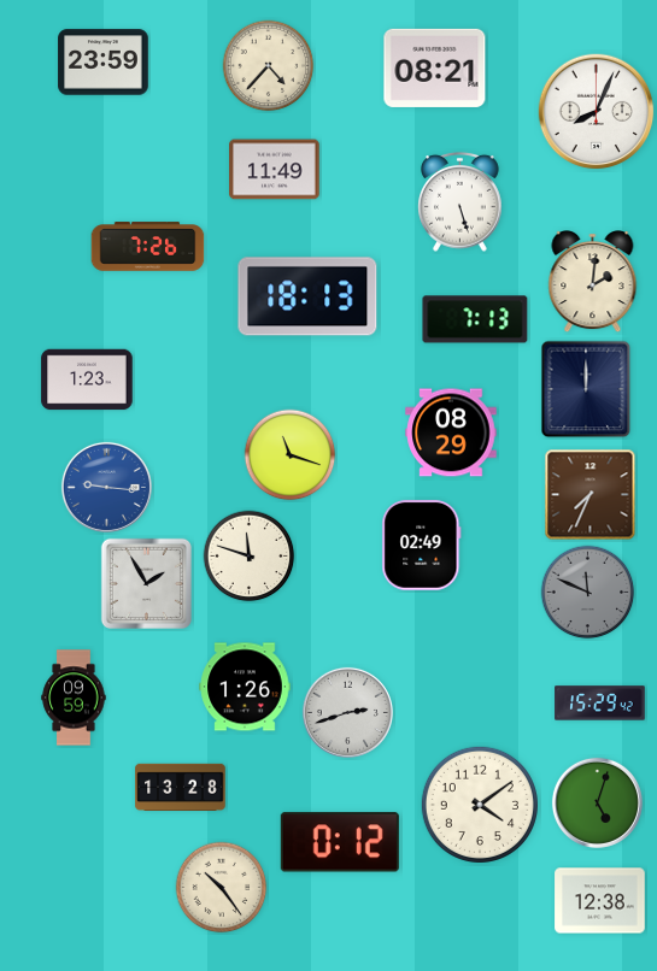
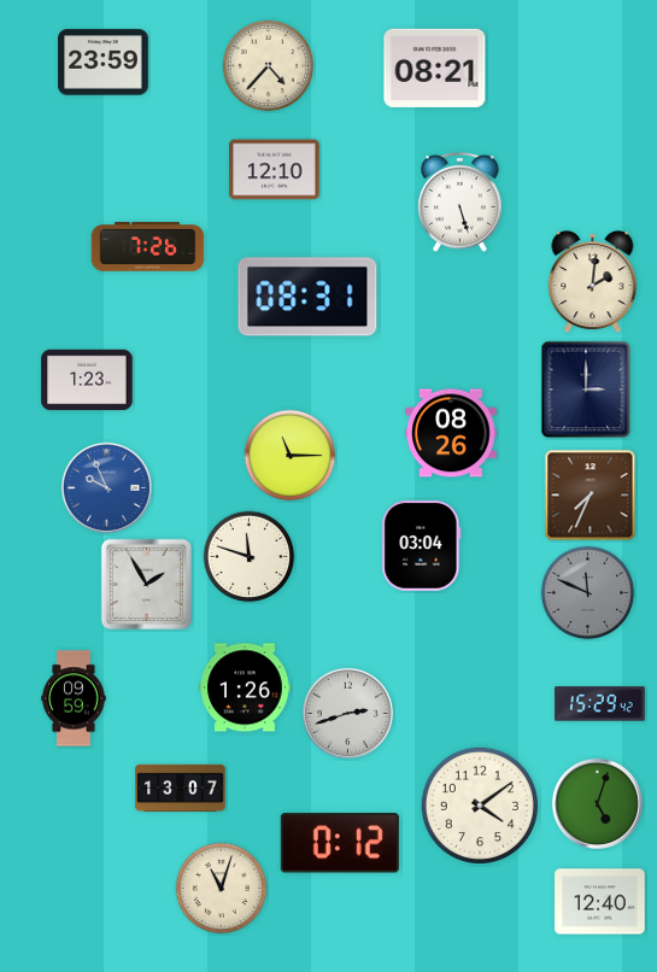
clock at (597, 112): 8:04 -> none
clock at (275, 170): 11:49 -> 12:10
clock at (307, 296): 18:13 -> 08:31
clock at (475, 319): 7:13 -> none
clock at (586, 389): 12:00 -> 3:00
clock at (451, 432): 08:29 -> 08:26
clock at (291, 455): 11:18 -> 11:15
clock at (106, 487): 9:16 -> 9:56
clock at (422, 546): 02:49 -> 03:04
clock at (181, 787): 13:28 -> 13:07
clock at (222, 888): 10:24 -> 11:03
clock at (600, 901): 12:38 -> 12:40
